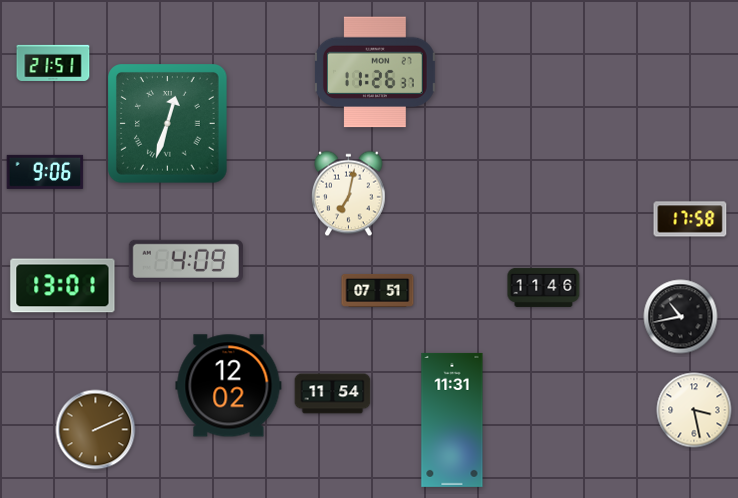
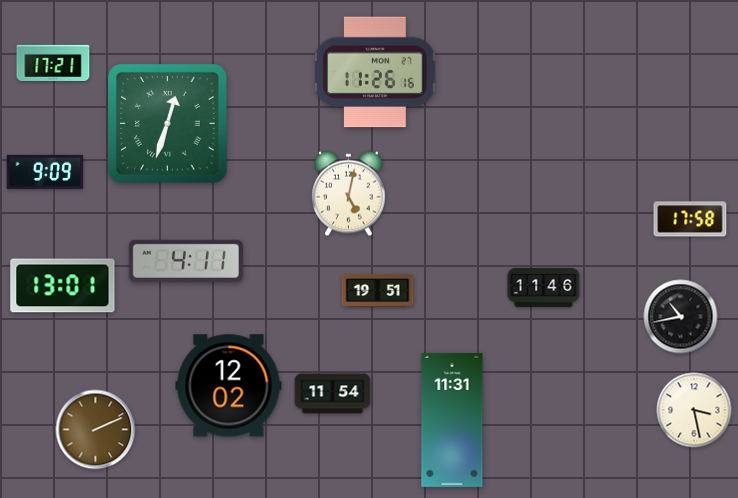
clock at (53, 63): 21:51 -> 17:21
clock at (376, 72): 11:26:37 -> 11:26:16
clock at (45, 172): 9:06 -> 9:09
clock at (349, 194): 7:02 -> 5:02
clock at (186, 261): 4:09 -> 4:11
clock at (378, 290): 07:51 -> 19:51
